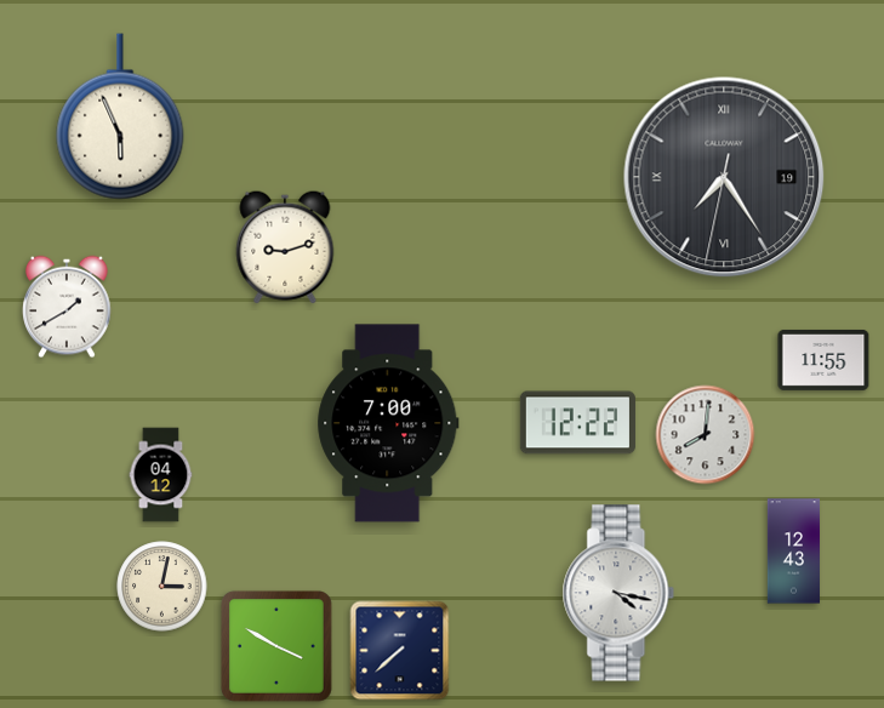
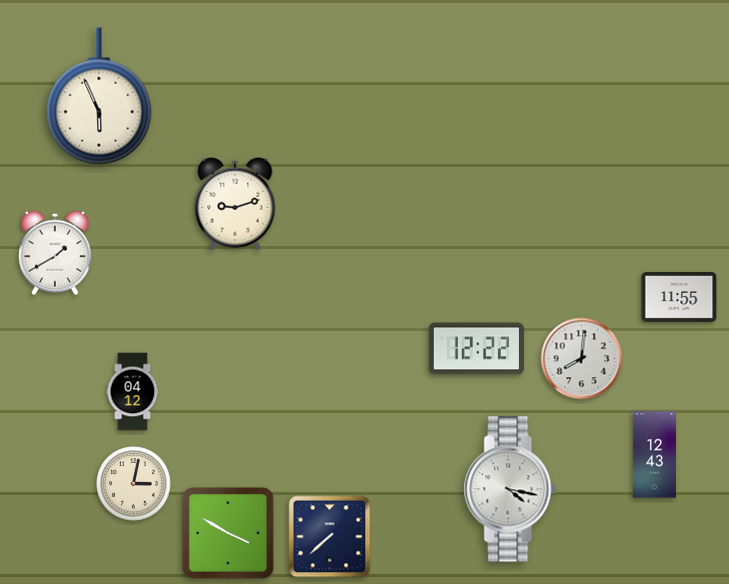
clock at (724, 177): 7:24 -> none
clock at (388, 423): 7:00 -> none
